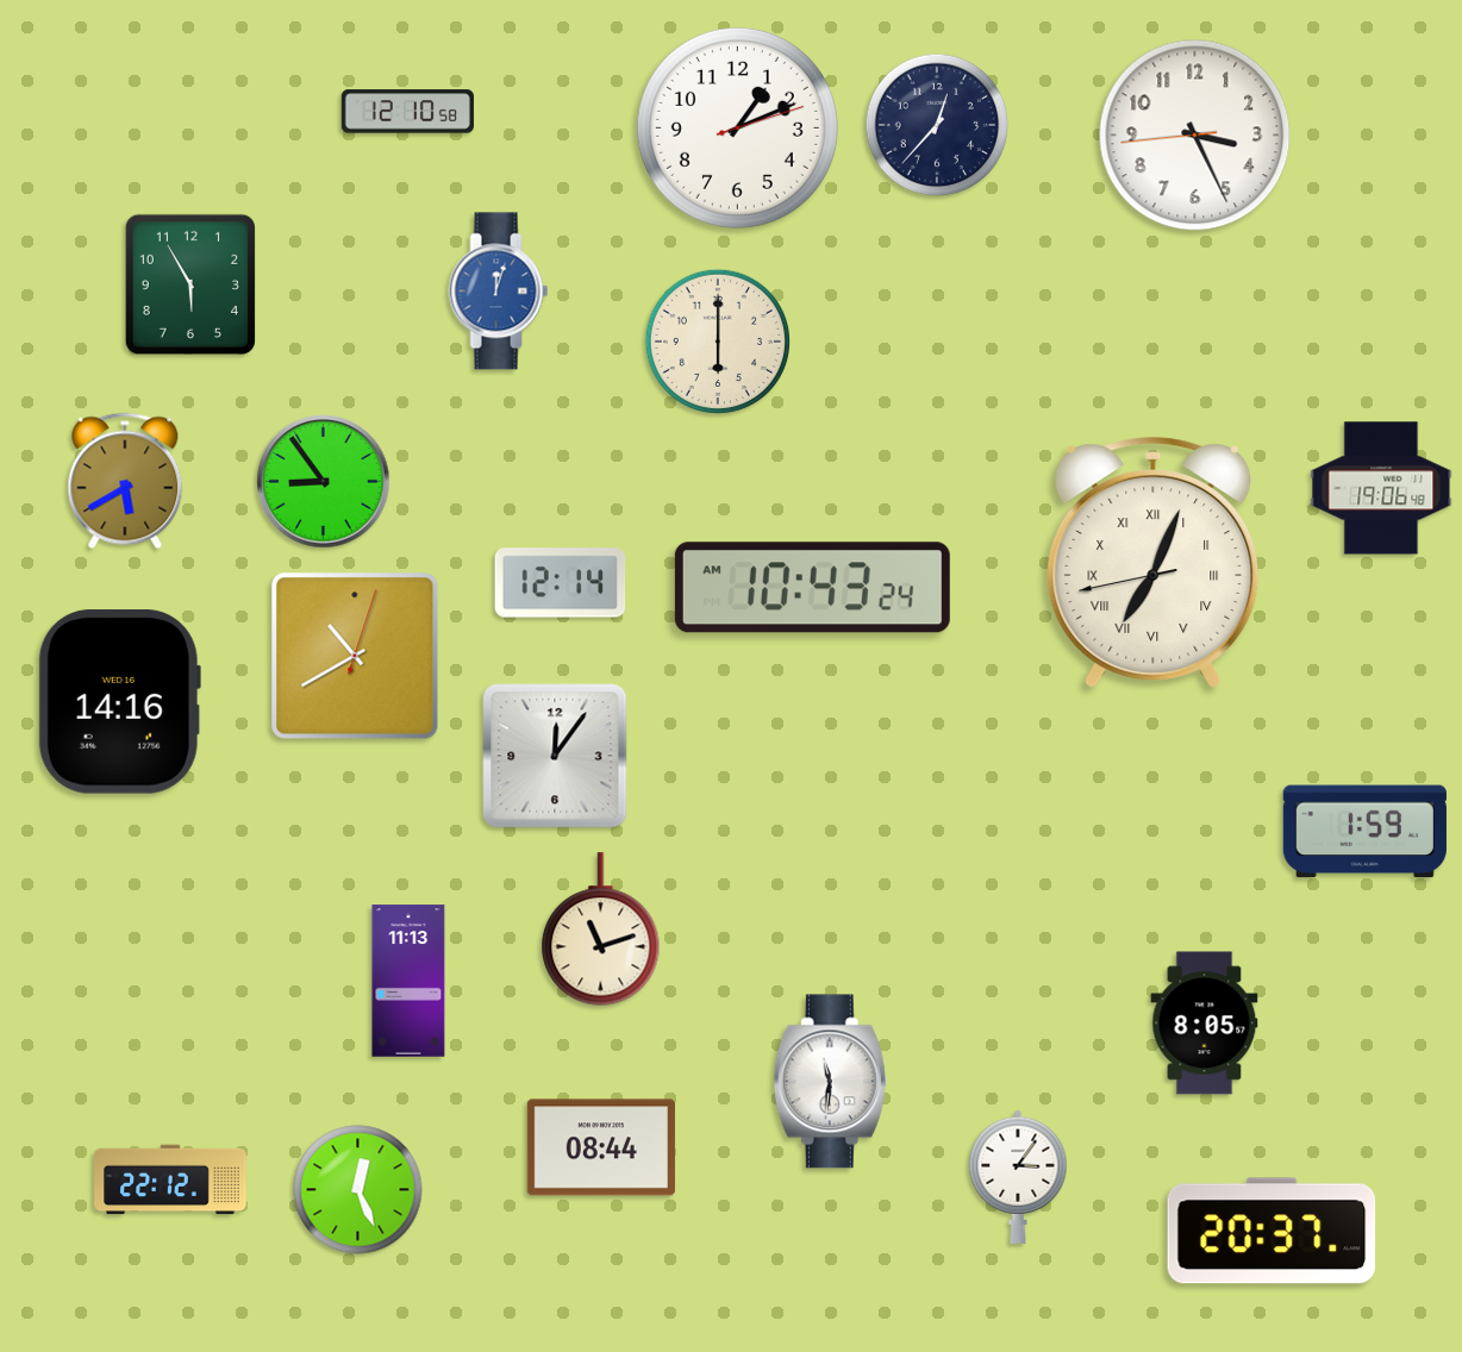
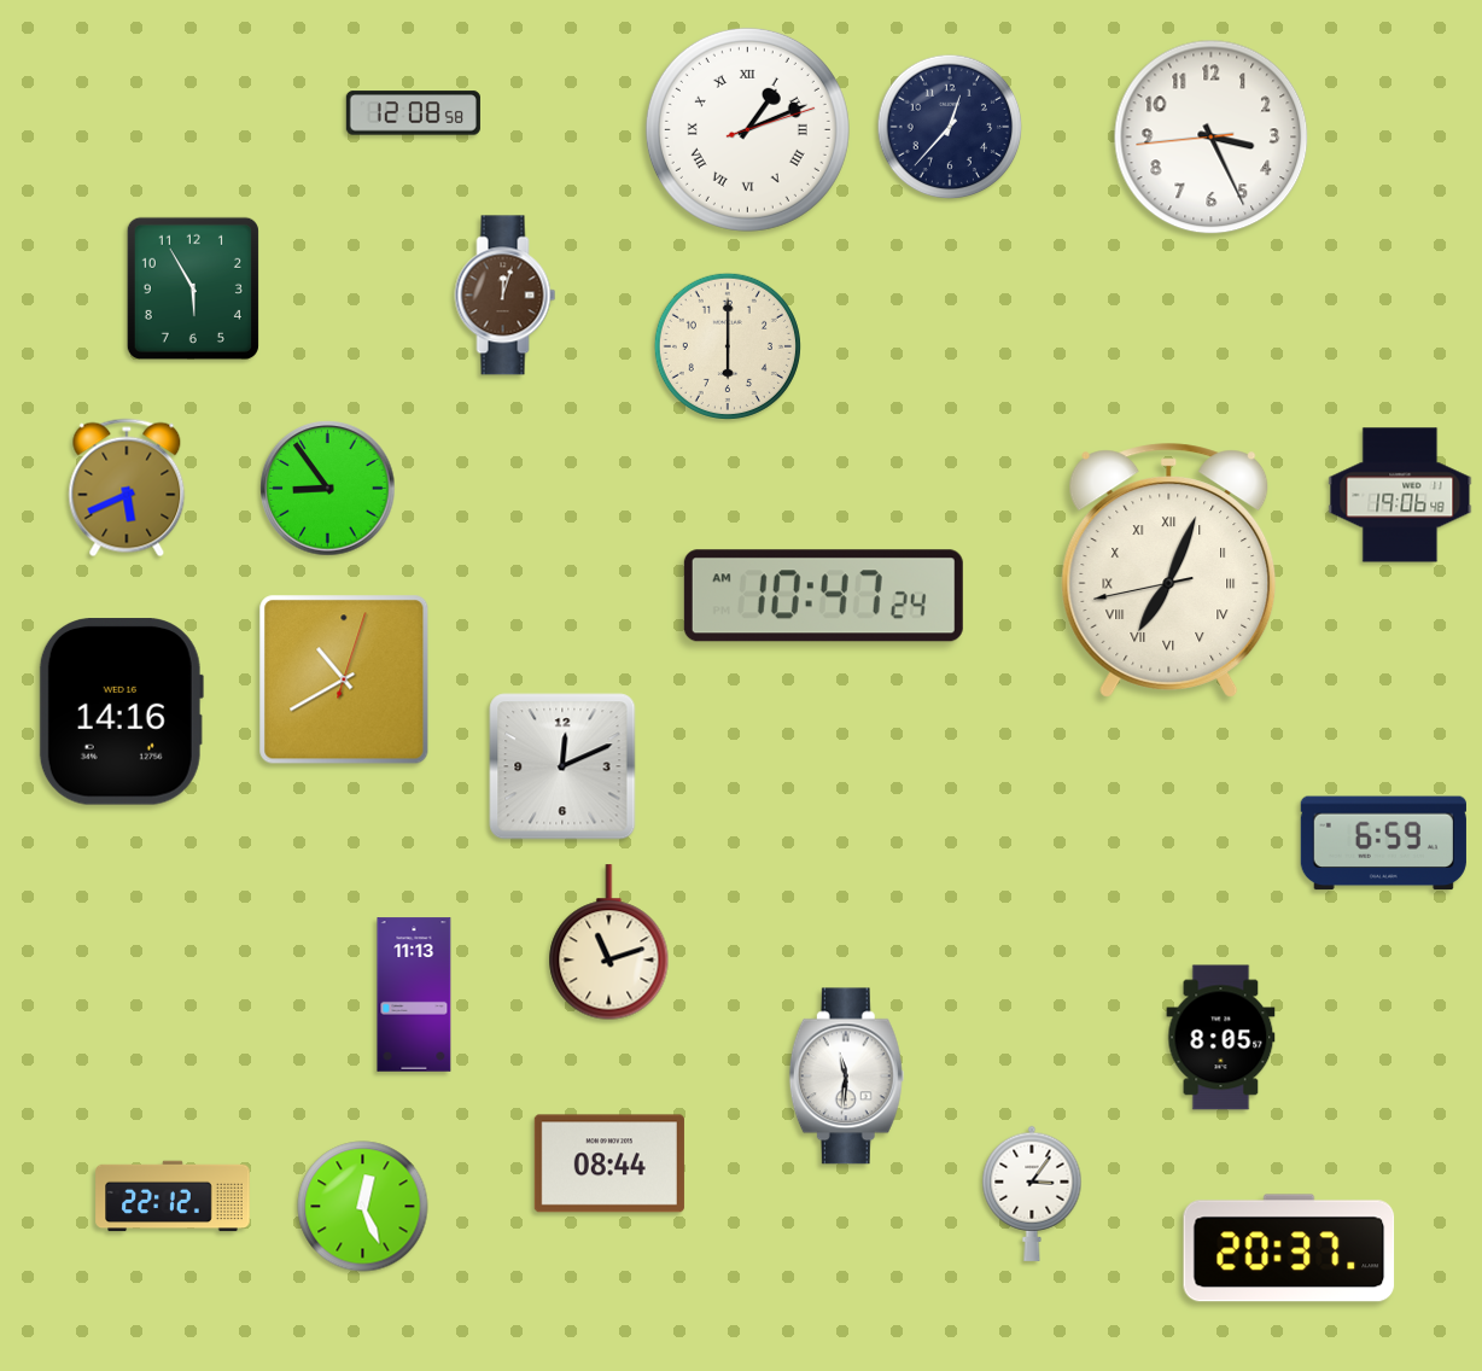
clock at (407, 112): 12:10 -> 12:08
clock at (737, 127) numerals: Arabic -> Roman
clock at (499, 292) dial: blue -> brown
clock at (125, 481): 5:40 -> 5:41
clock at (561, 583): 12:14 -> none
clock at (812, 588): 10:43 -> 10:47
clock at (355, 656) position: (355, 656) -> (344, 679)
clock at (555, 756): 12:06 -> 12:11
clock at (1364, 832): 1:59 -> 6:59
clock at (830, 1082) position: (830, 1082) -> (846, 1077)
